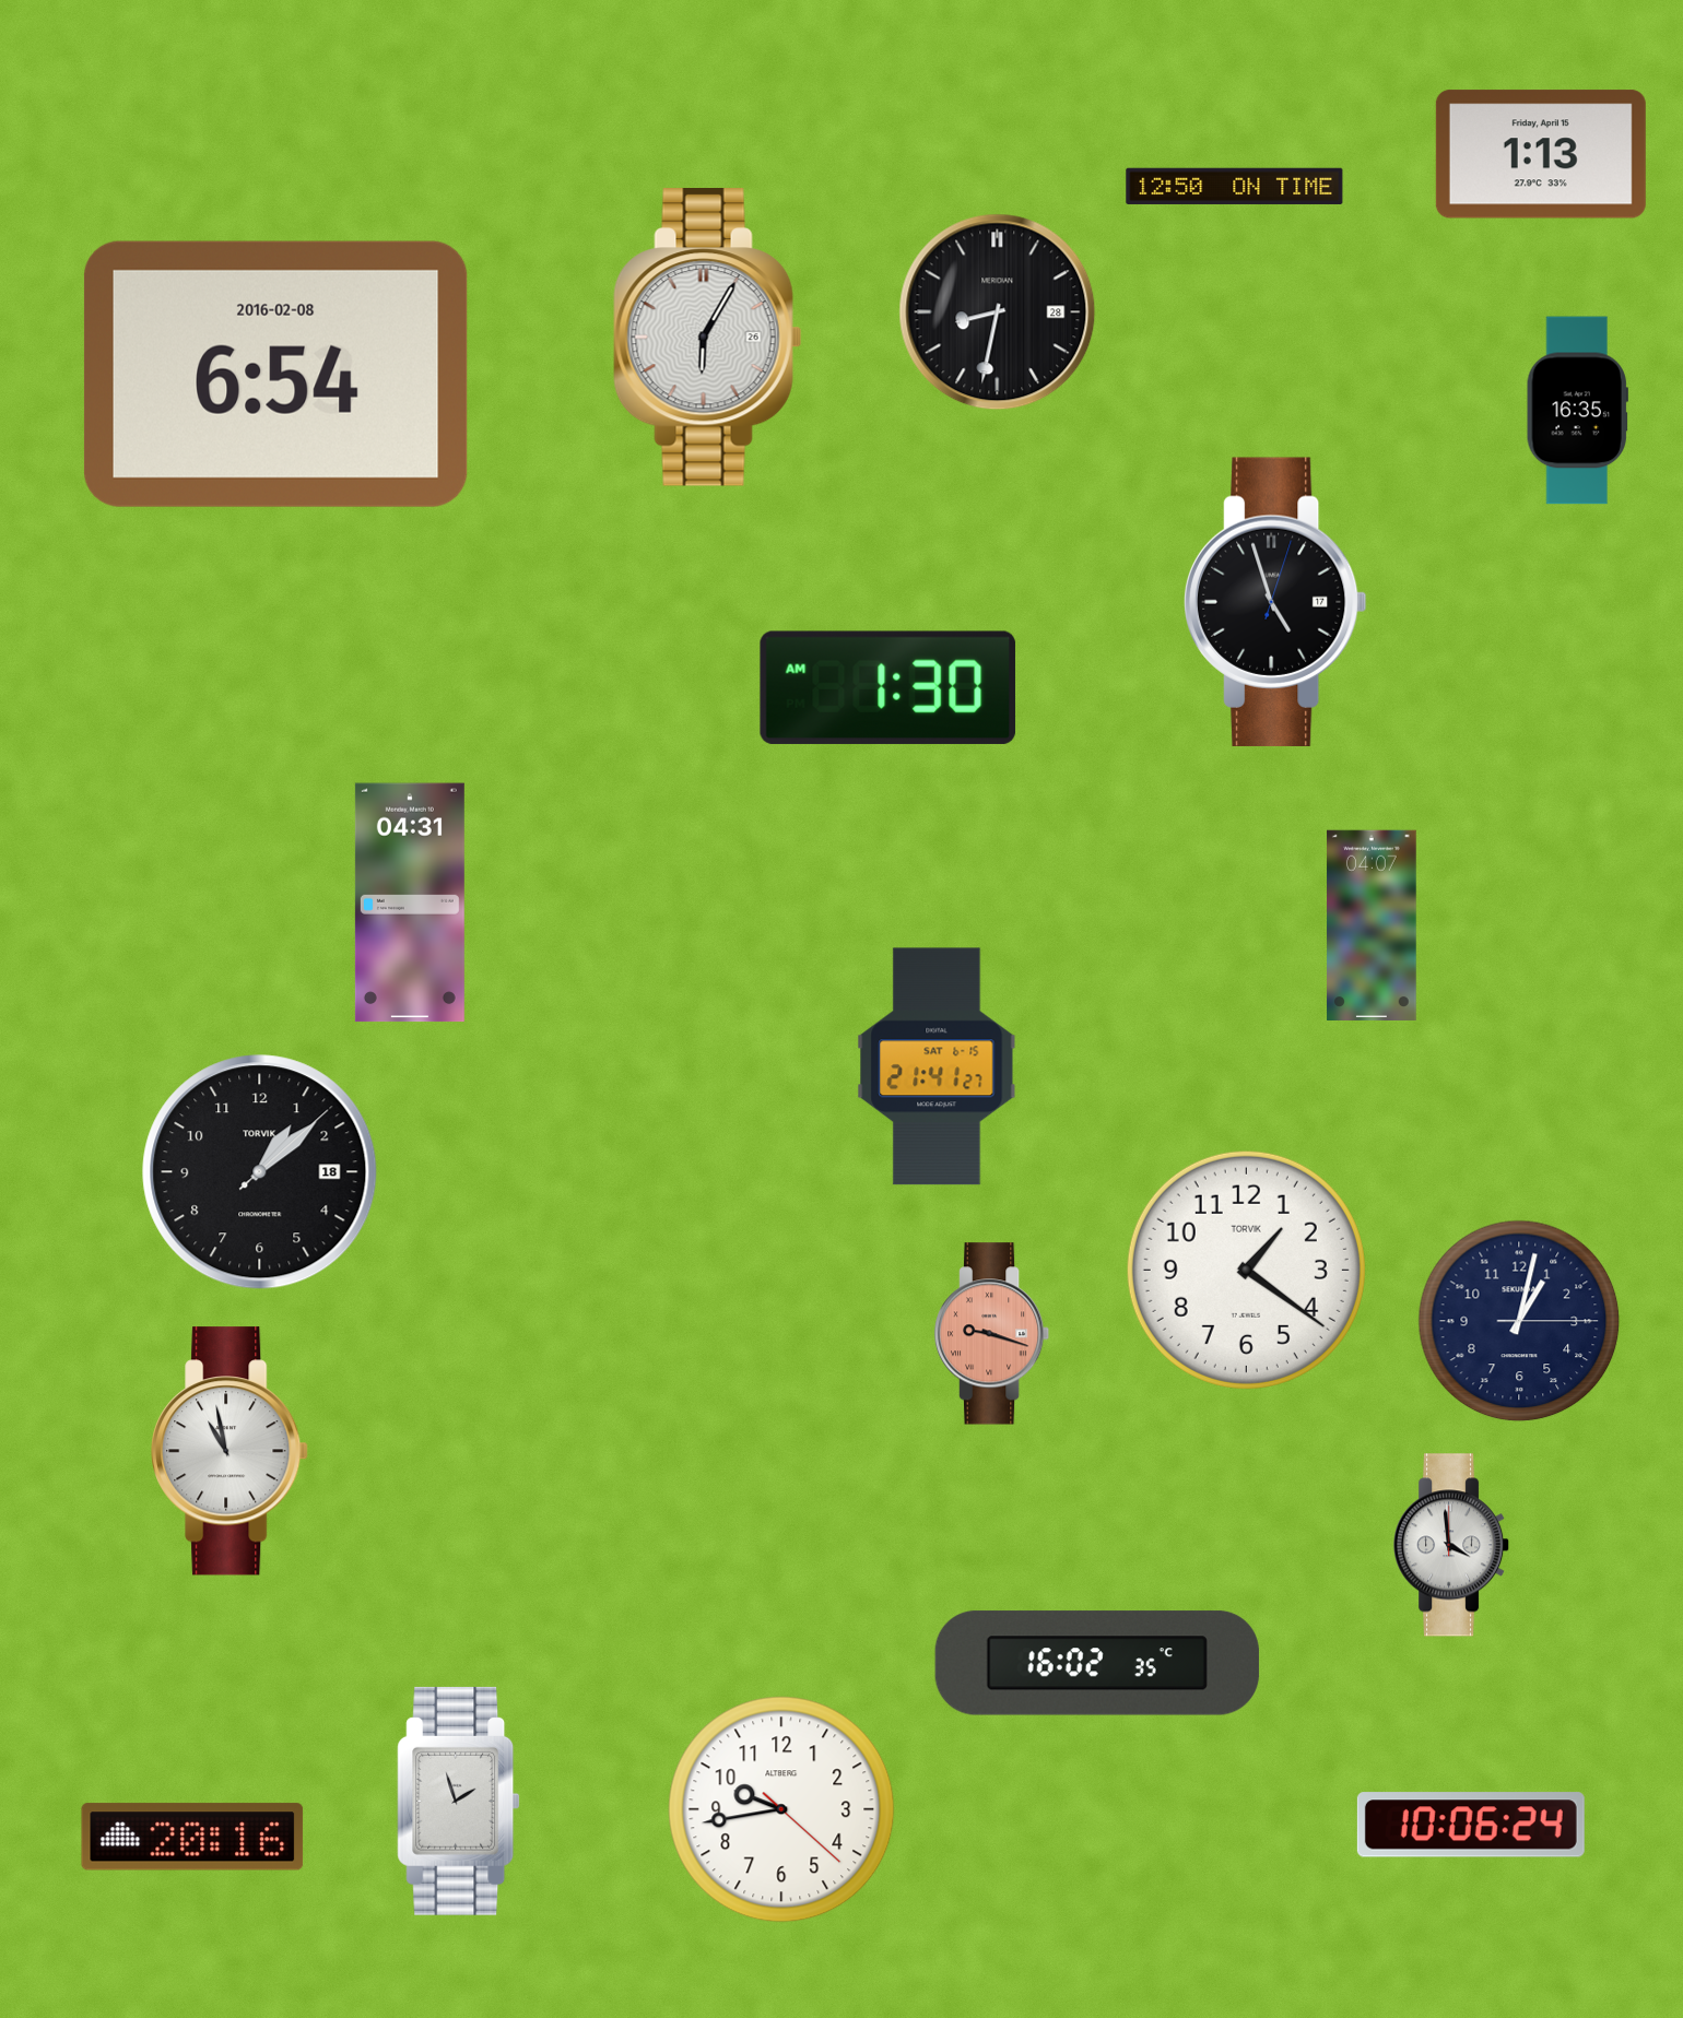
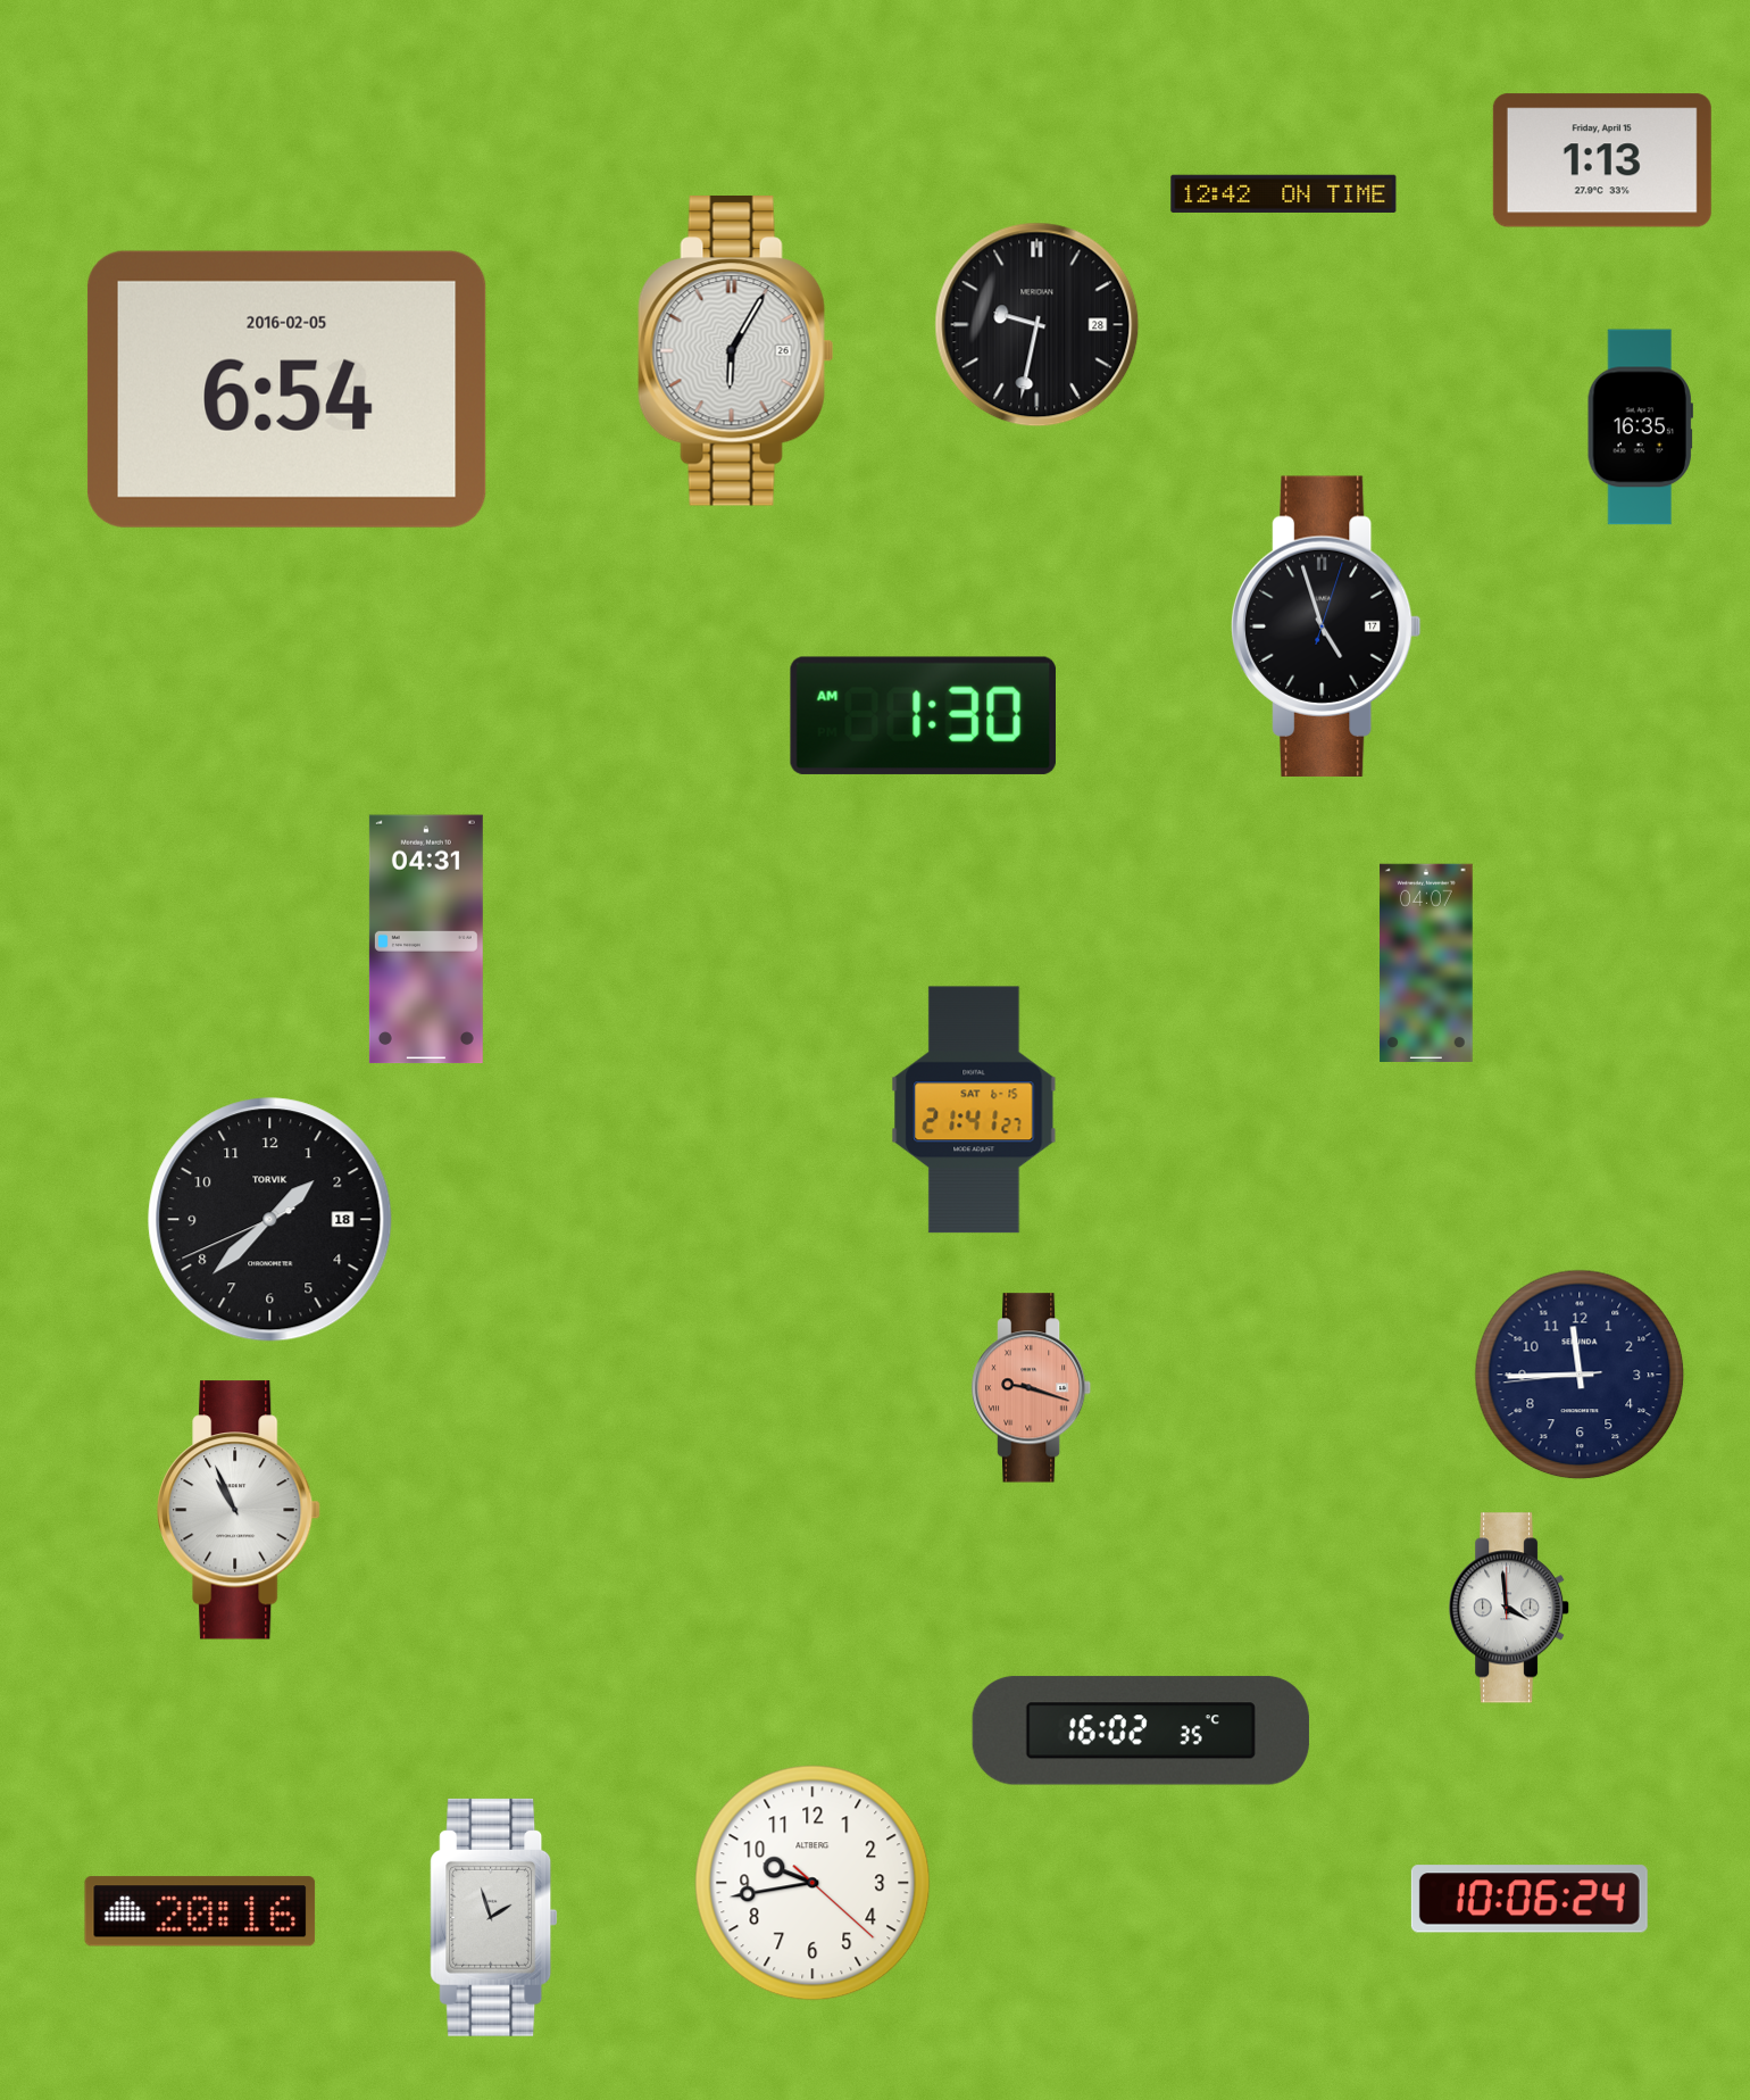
clock at (1235, 186): 12:50 -> 12:42
clock at (998, 312): 8:32 -> 9:32
clock at (275, 374) date: 2016-02-08 -> 2016-02-05
clock at (260, 1172): 1:08 -> 1:37
clock at (1246, 1270): 1:21 -> none
clock at (1519, 1321): 1:02 -> 11:44
clock at (229, 1451): 10:58 -> 10:56
clock at (459, 1801) position: (459, 1801) -> (494, 1917)
